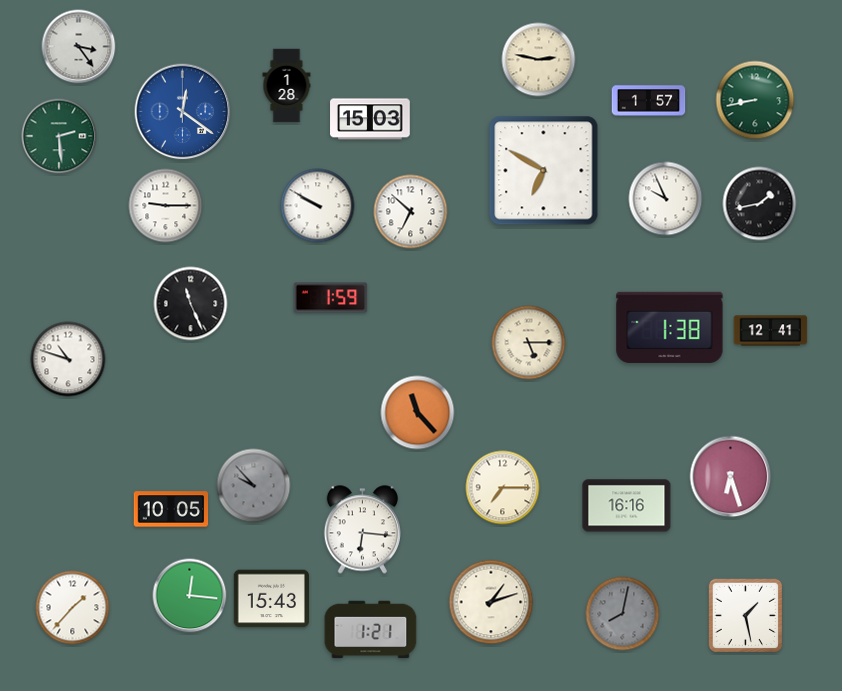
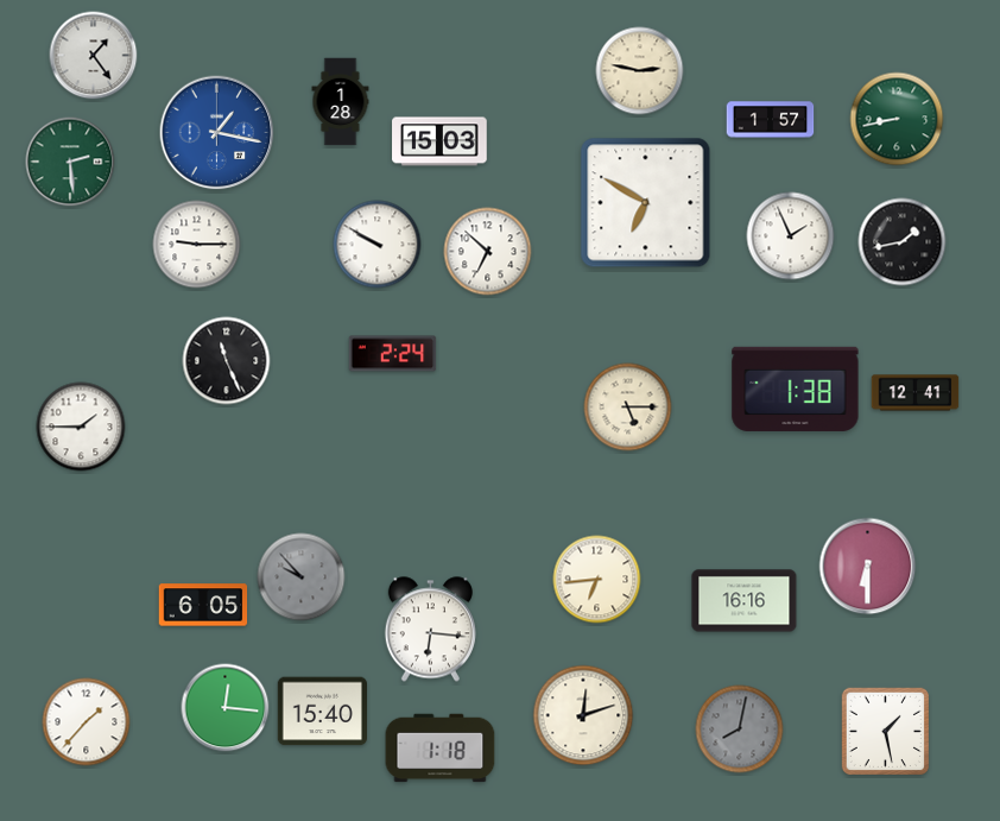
clock at (79, 47): 3:24 -> 1:24
clock at (183, 112): 12:21 -> 1:17
clock at (666, 199): 9:56 -> 1:56
clock at (331, 298): 1:59 -> 2:24
clock at (68, 359): 10:48 -> 1:45
clock at (418, 413): 11:23 -> none
clock at (731, 477): 6:27 -> 6:30
clock at (503, 488): 7:15 -> 6:44
clock at (171, 509): 10:05 -> 6:05
clock at (271, 599): 15:43 -> 15:40
clock at (491, 602): 1:12 -> 12:12
clock at (371, 630): 1:21 -> 1:18
